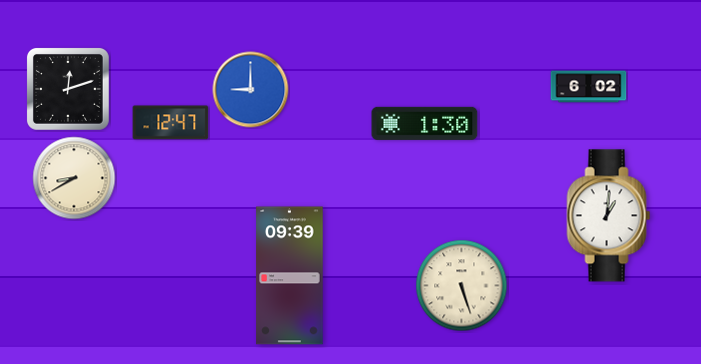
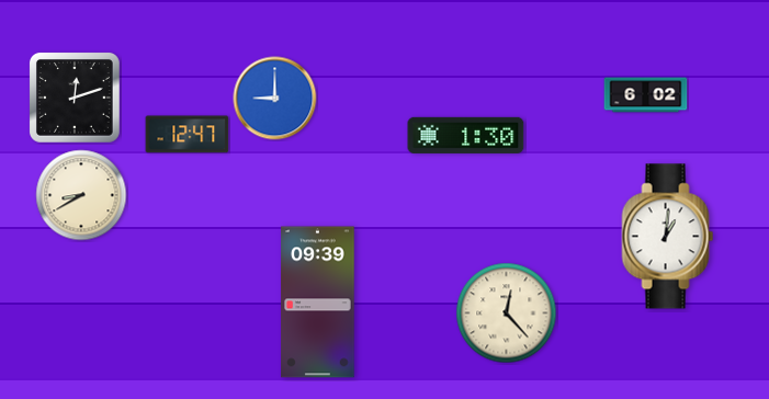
clock at (462, 286): 5:27 -> 12:23
